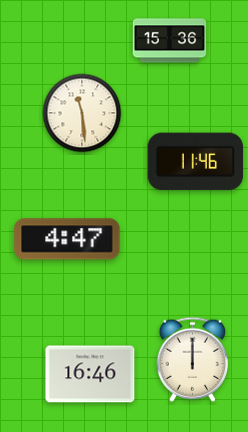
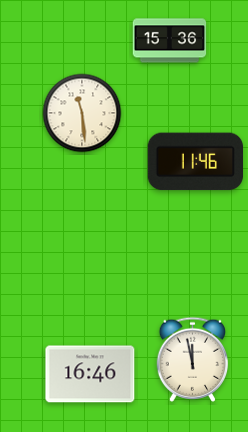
clock at (67, 239): 4:47 -> none
clock at (193, 359): 12:00 -> 11:58
